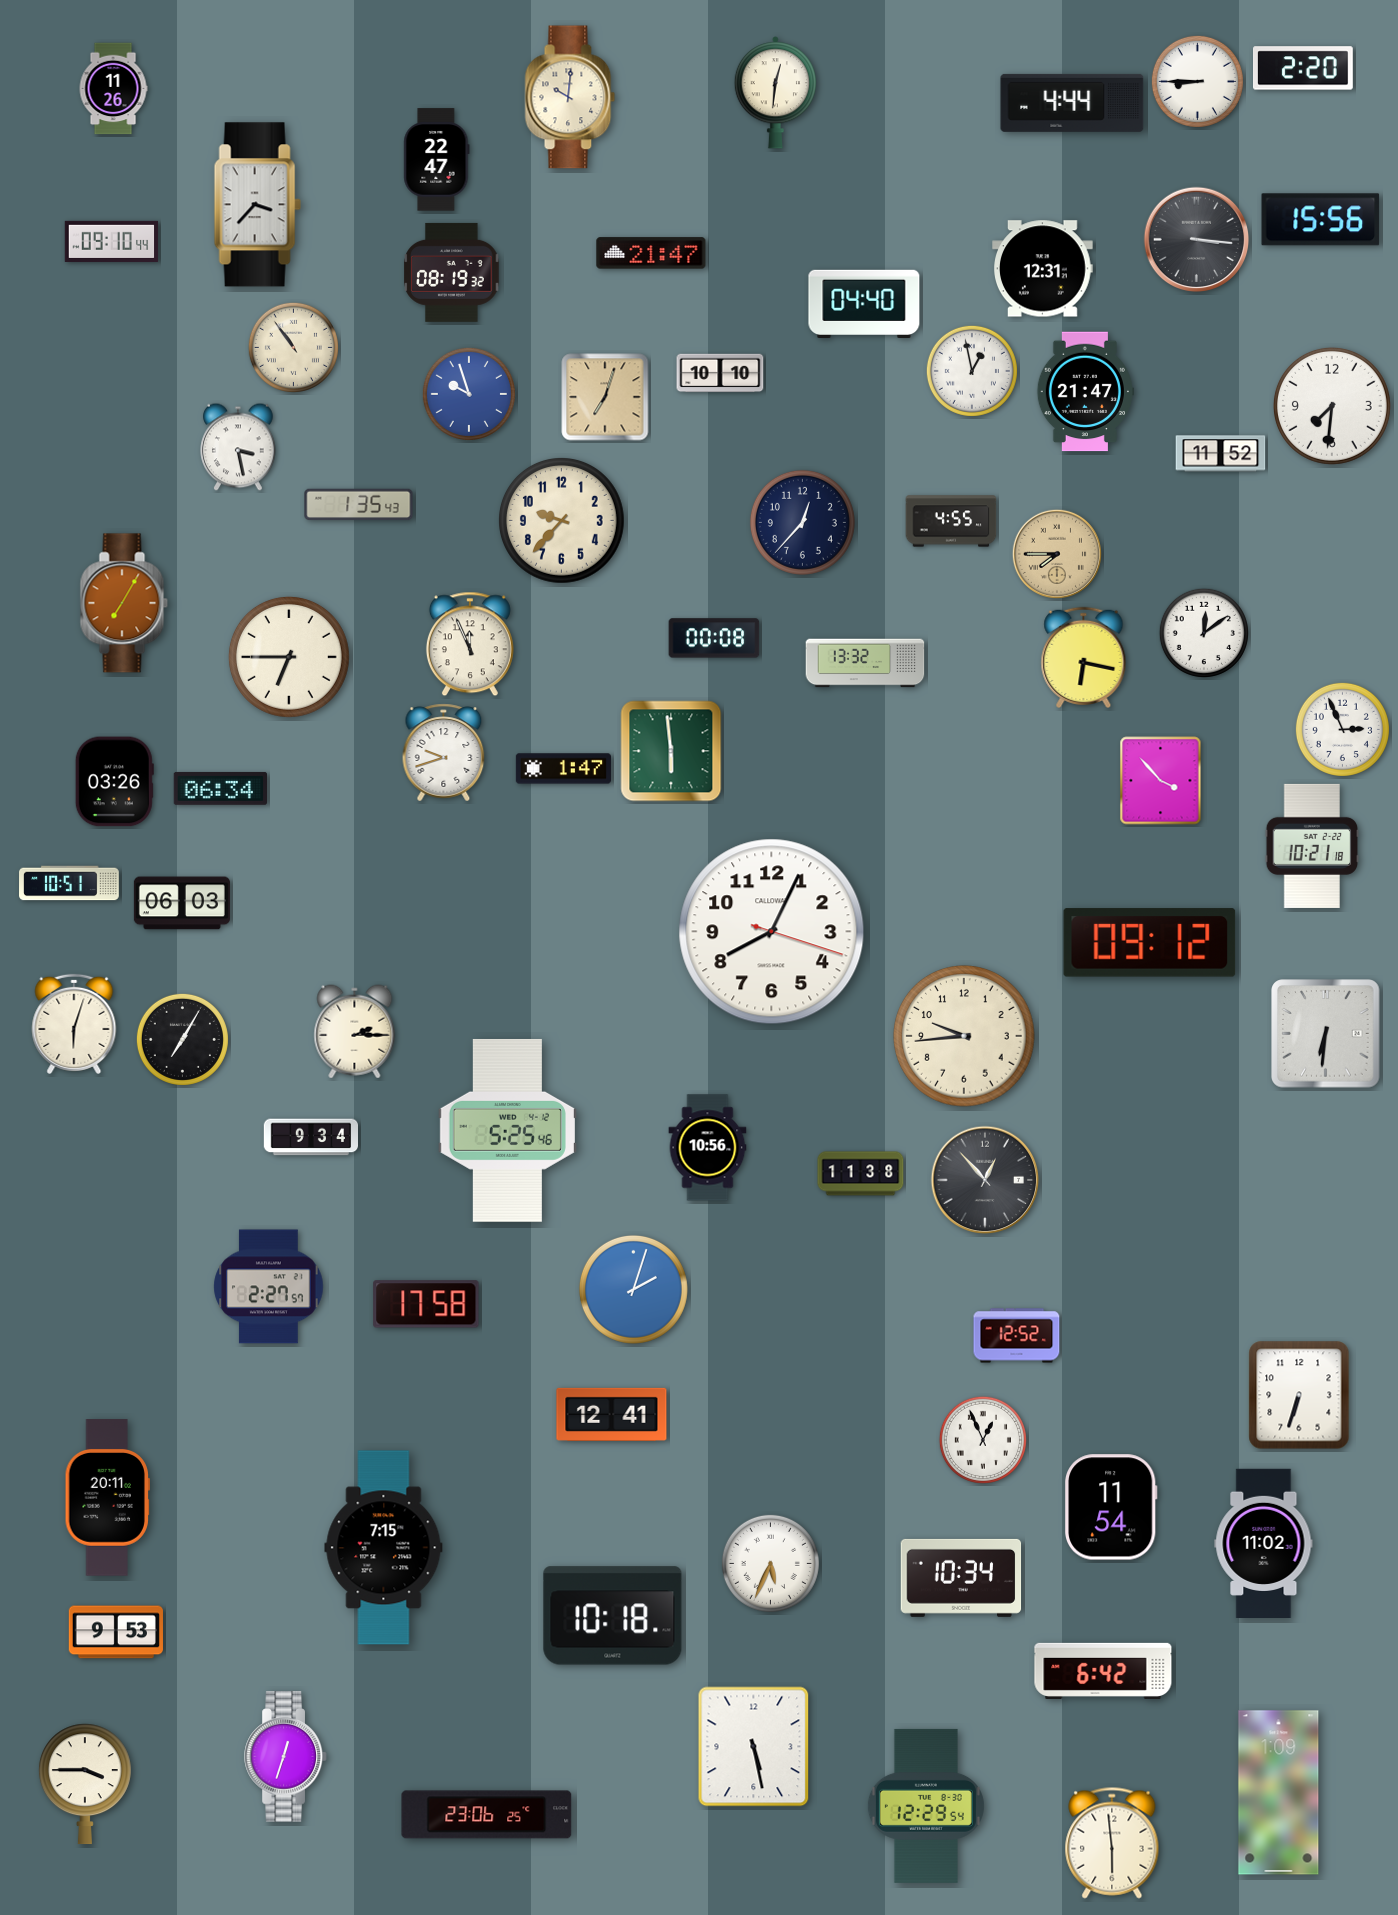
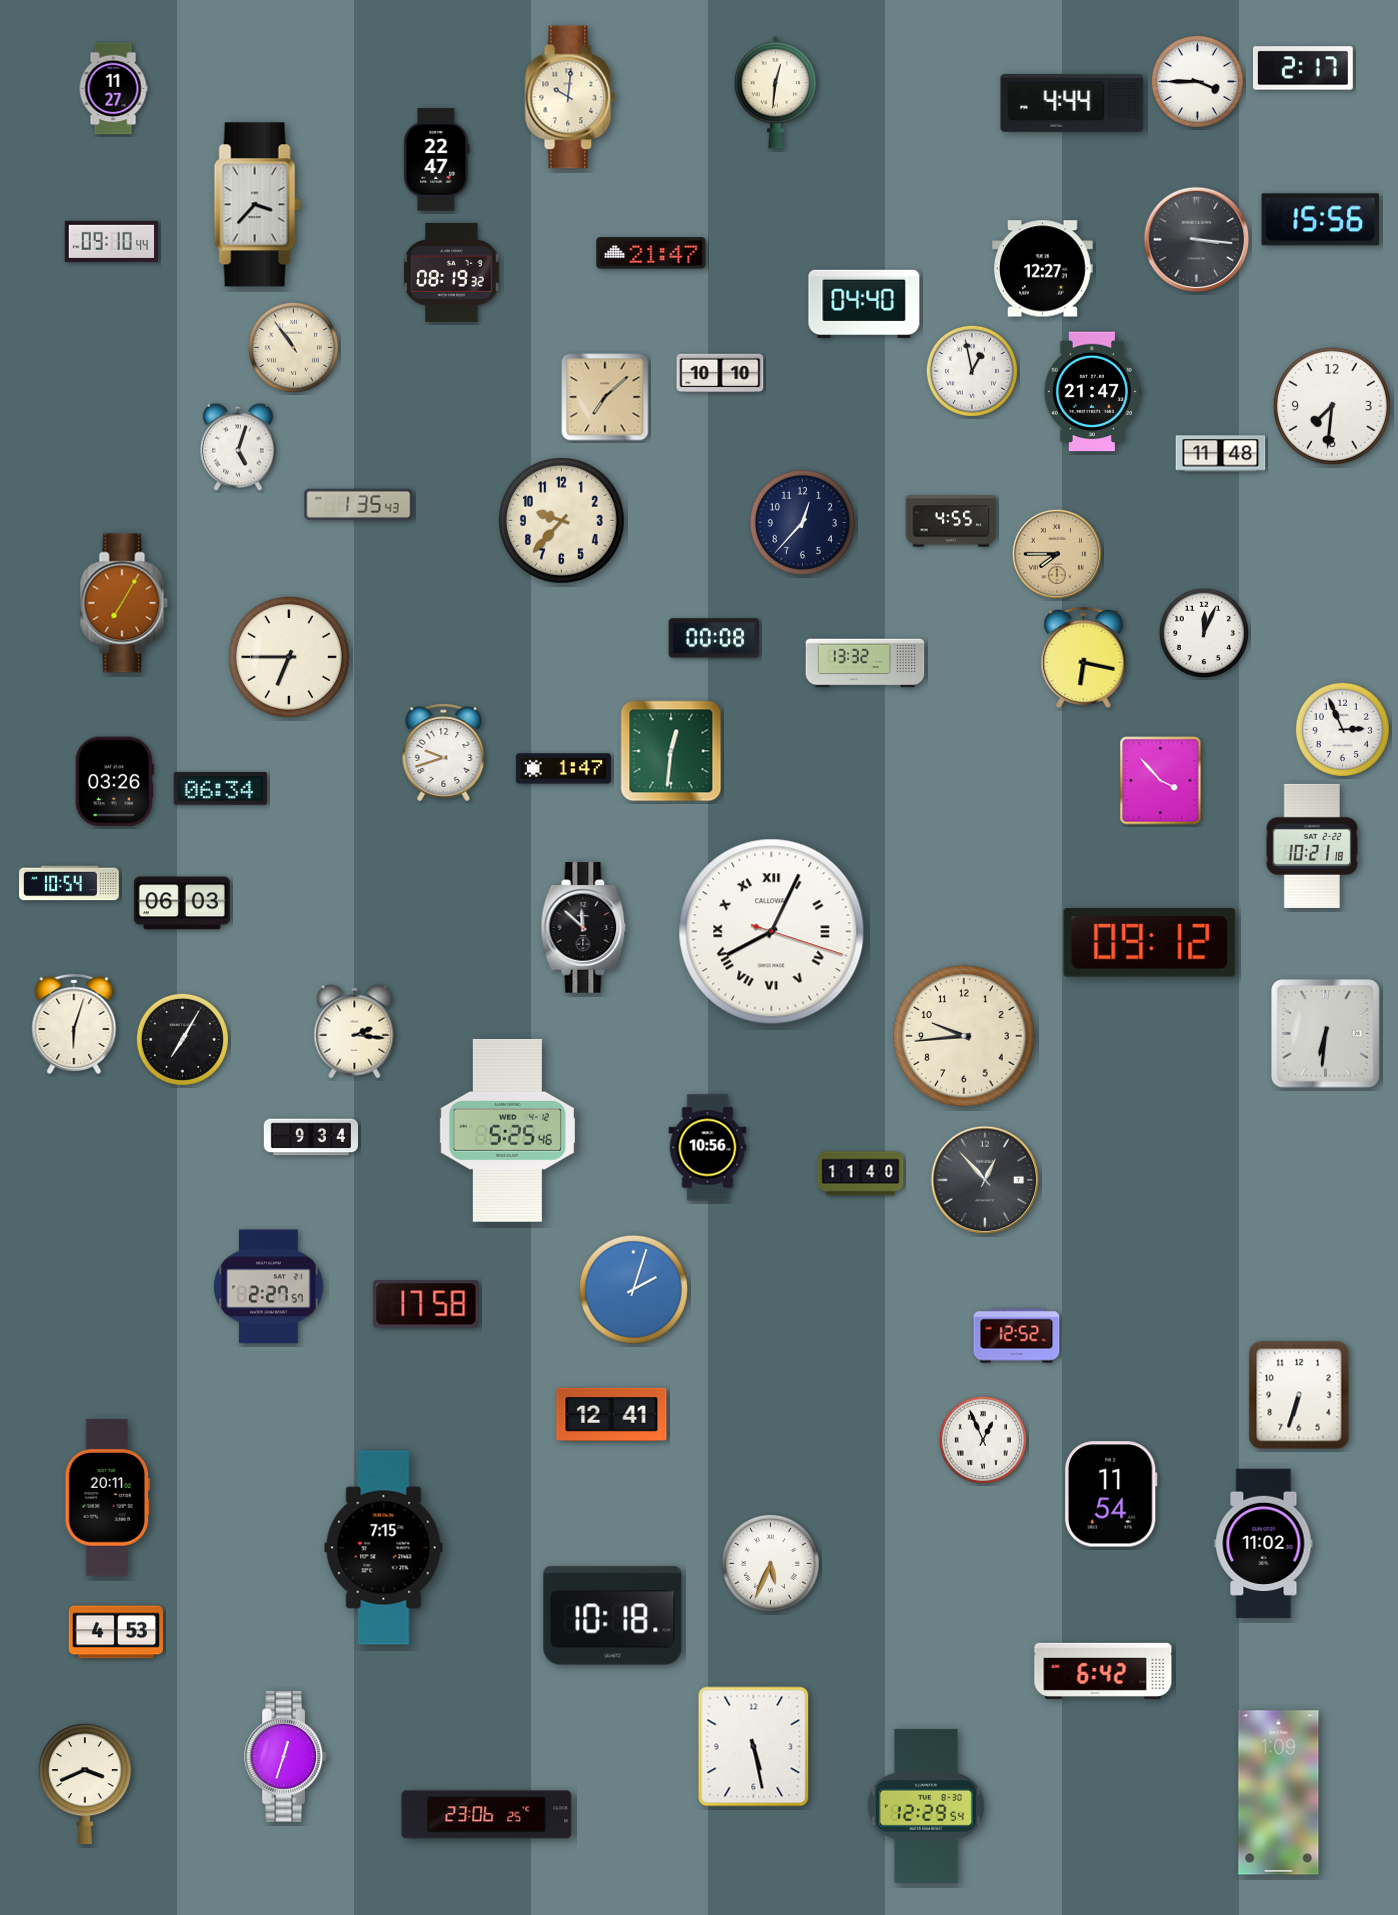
clock at (1304, 68): 2:20 -> 2:17
clock at (1197, 81): 8:45 -> 3:45
clock at (113, 89): 11:26 -> 11:27
clock at (1043, 269): 12:31 -> 12:27
clock at (1085, 392) position: (1085, 392) -> (1092, 392)
clock at (469, 394): 9:57 -> none
clock at (605, 397): 7:03 -> 7:08
clock at (238, 447): 3:28 -> 5:03
clock at (1221, 454): 11:52 -> 11:48
clock at (1204, 633): 12:09 -> 12:04
clock at (470, 644): 11:56 -> none
clock at (671, 751): 5:59 -> 12:31
clock at (69, 883): 10:51 -> 10:54
clock at (584, 928): none -> 11:52
clock at (772, 932) numerals: Arabic -> Roman
clock at (355, 1032): 2:15 -> 2:16
clock at (861, 1174): 11:38 -> 11:40
clock at (1112, 1507) position: (1112, 1507) -> (1112, 1494)
clock at (961, 1578): 10:34 -> none
clock at (116, 1632): 9:53 -> 4:53
clock at (85, 1784): 3:45 -> 3:41
clock at (1112, 1843): 5:59 -> none
